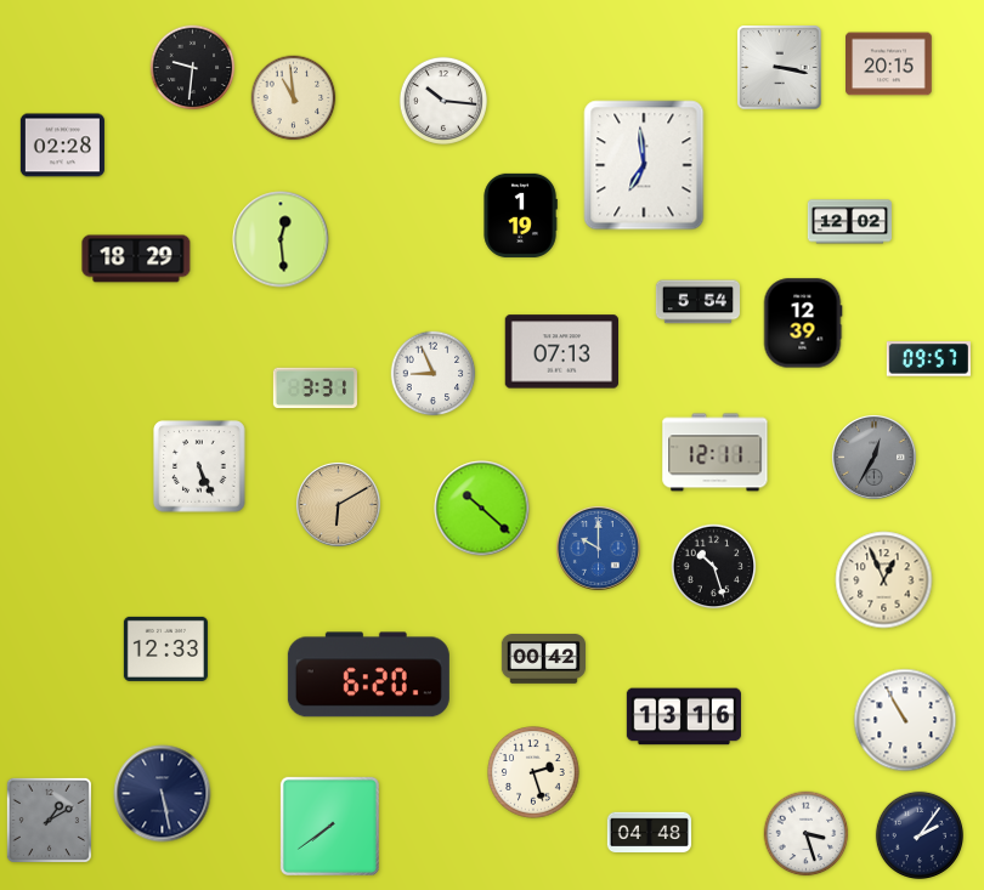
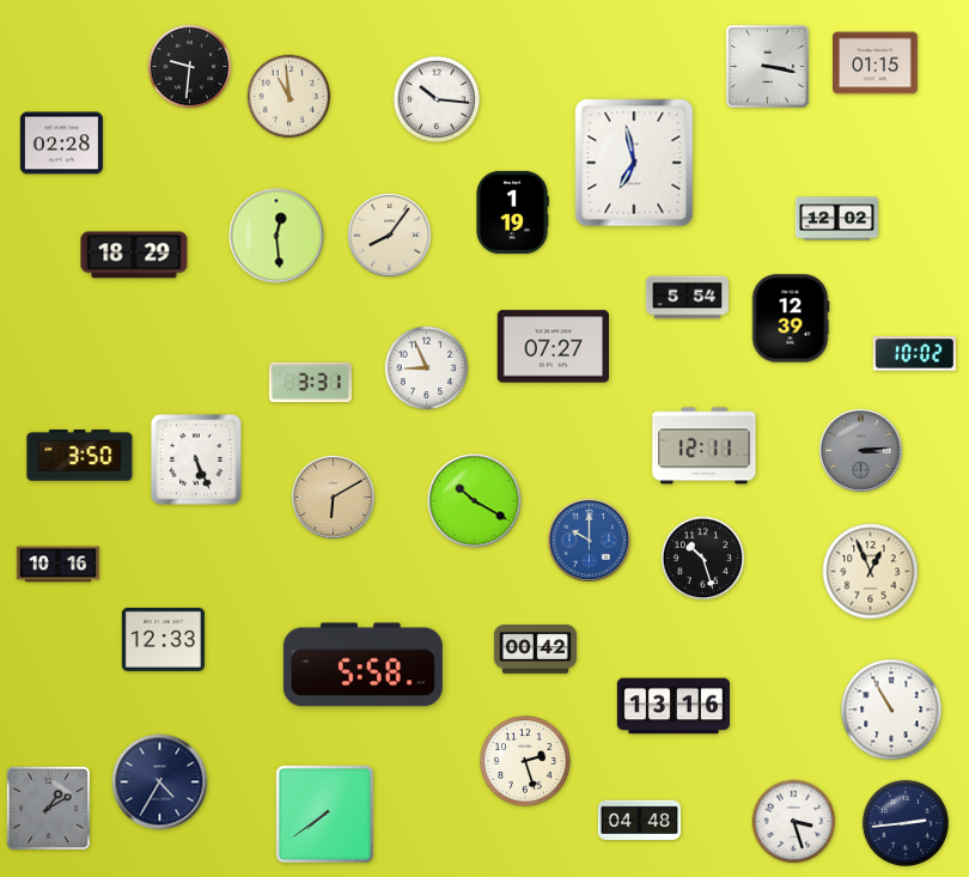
clock at (889, 64): 20:15 -> 01:15
clock at (644, 165): 6:59 -> 6:58
clock at (389, 235): none -> 8:06
clock at (561, 352): 07:13 -> 07:27
clock at (928, 359): 09:57 -> 10:02
clock at (873, 457): 12:35 -> 3:14
clock at (80, 456): none -> 3:50
clock at (482, 509): 10:22 -> 10:20
clock at (57, 565): none -> 10:16
clock at (368, 675): 6:20 -> 5:58
clock at (163, 794): 5:28 -> 4:35
clock at (918, 834): 2:06 -> 2:44
